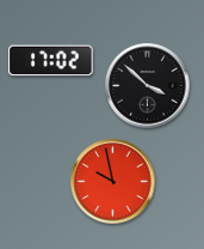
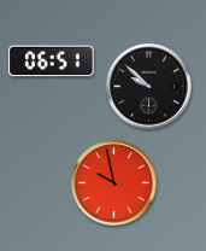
clock at (51, 61): 17:02 -> 06:51
clock at (148, 86): 3:52 -> 9:52
